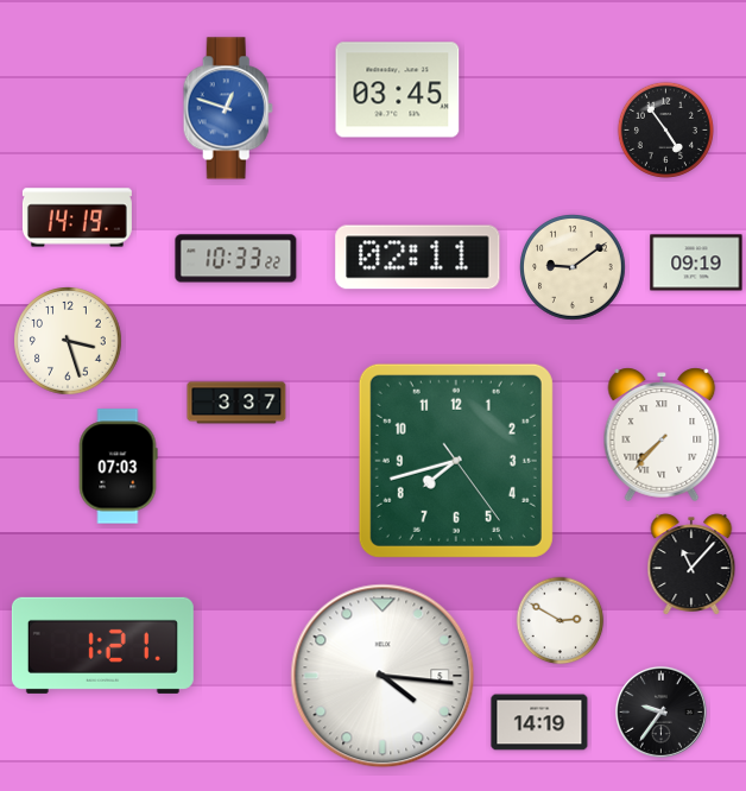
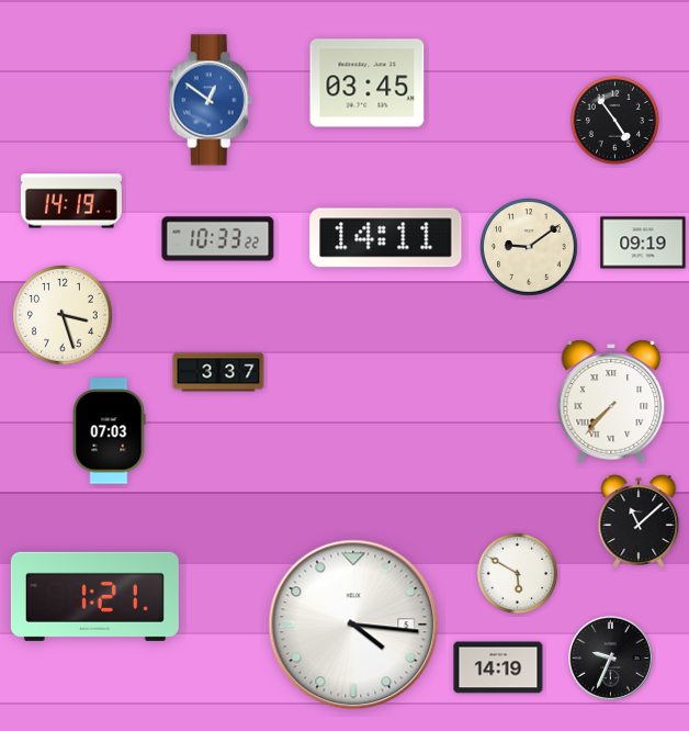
clock at (228, 108): 12:48 -> 12:51
clock at (418, 258): 02:11 -> 14:11
clock at (456, 461): 7:42 -> none
clock at (691, 564): 11:07 -> 11:08
clock at (561, 621): 2:50 -> 5:50
clock at (660, 711): 9:36 -> 9:34
